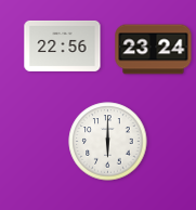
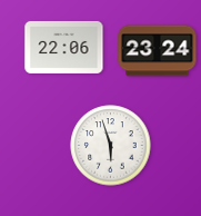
clock at (63, 45): 22:56 -> 22:06
clock at (108, 142): 6:00 -> 5:57
